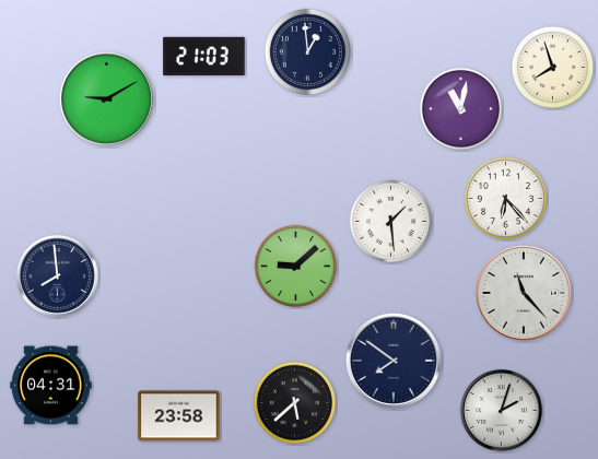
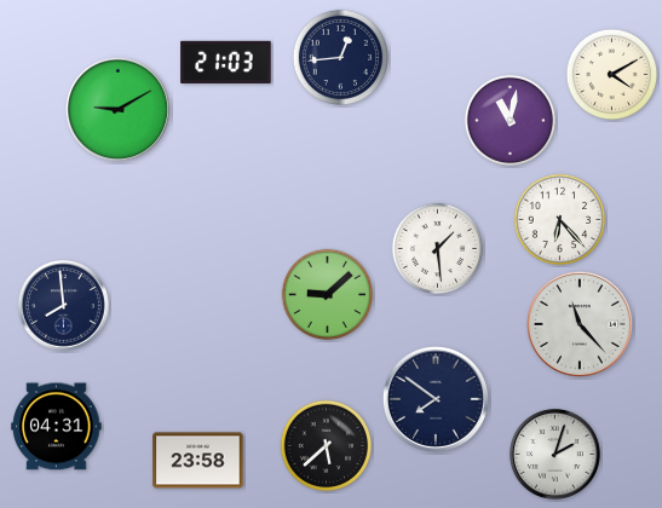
clock at (307, 51): 12:59 -> 12:44
clock at (553, 68): 7:57 -> 4:10
clock at (391, 222) position: (391, 222) -> (438, 249)
